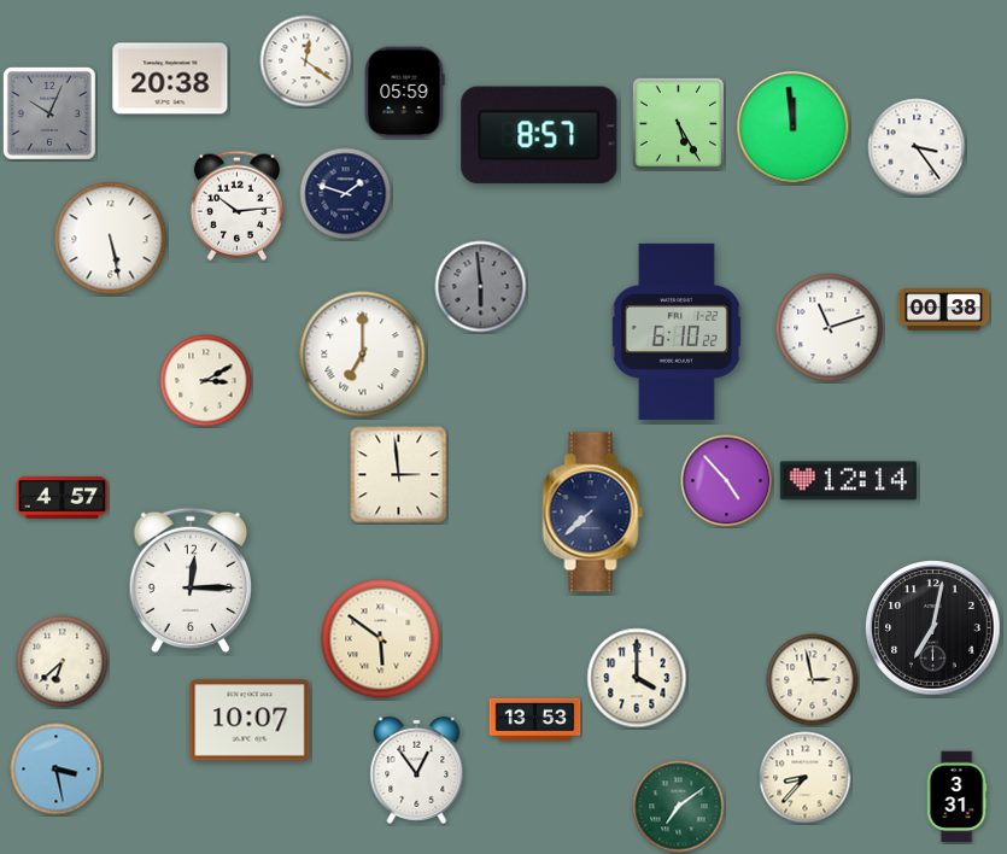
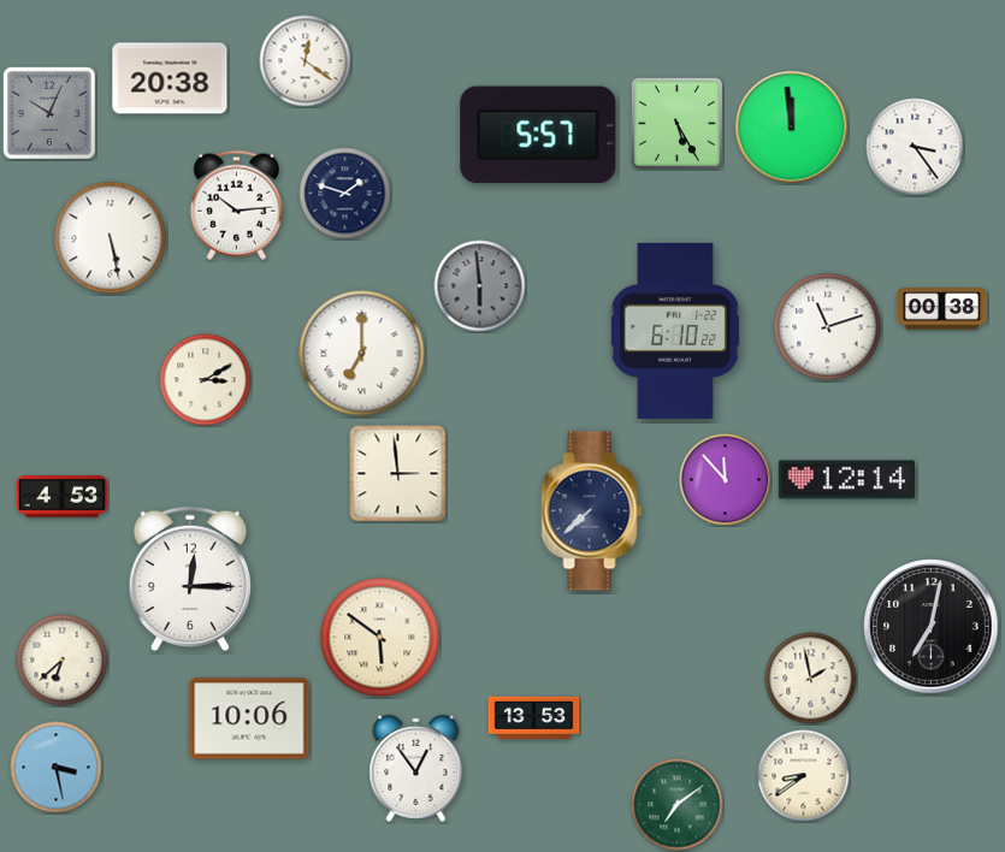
clock at (404, 93): 05:59 -> none
clock at (539, 135): 8:57 -> 5:57
clock at (727, 481): 4:53 -> 11:53
clock at (63, 498): 4:57 -> 4:53
clock at (637, 678): 4:00 -> none
clock at (813, 680): 2:58 -> 1:58
clock at (250, 720): 10:07 -> 10:06
clock at (806, 778): 8:37 -> 8:39
clock at (956, 797): 3:31 -> none
